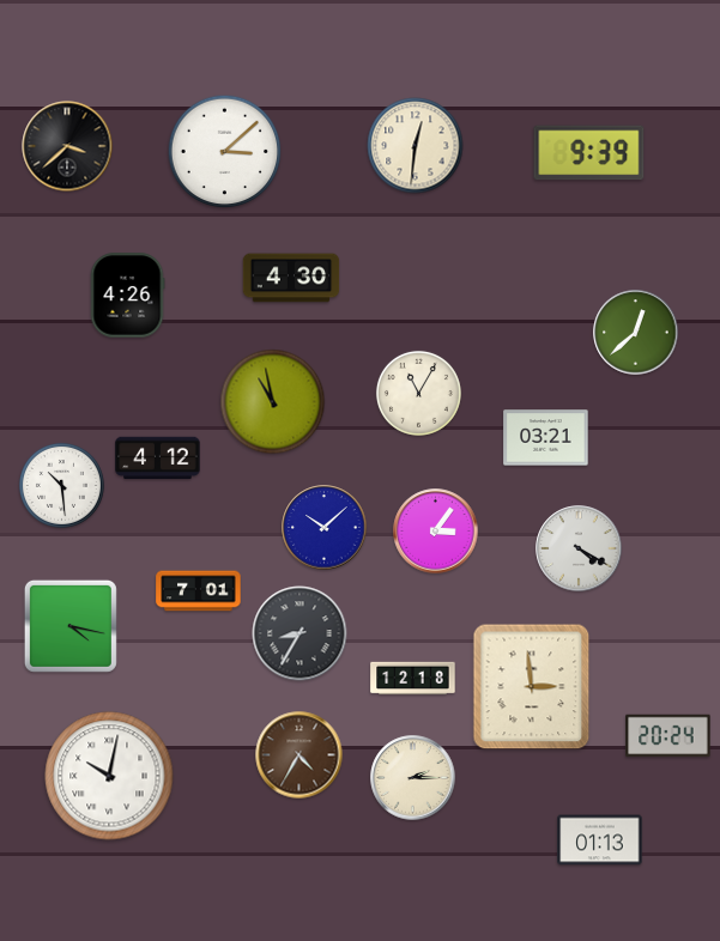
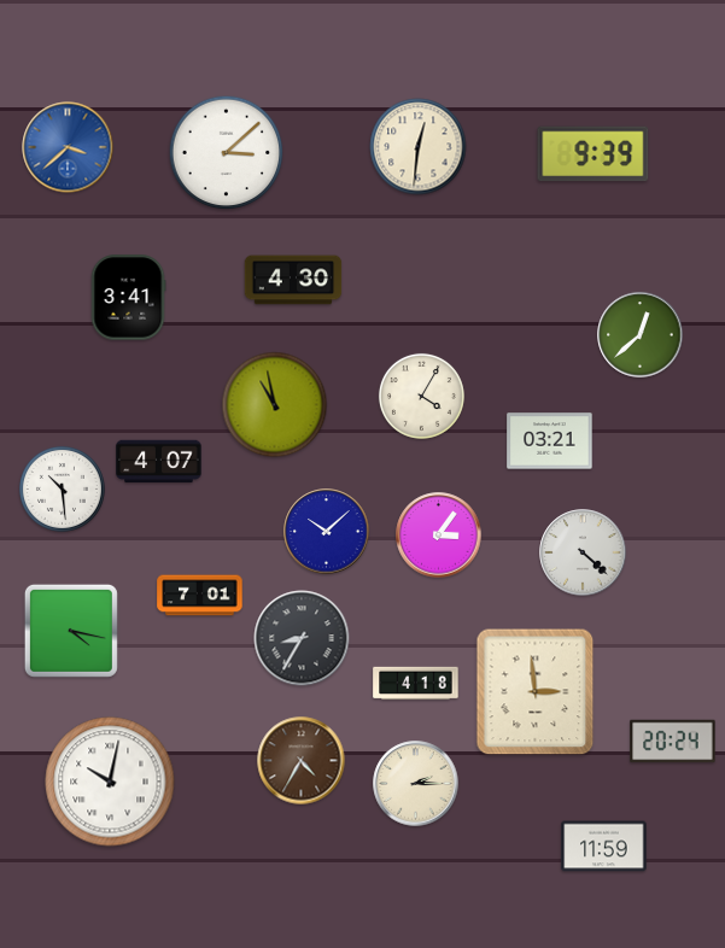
clock at (67, 146) dial: black -> blue
clock at (127, 296): 4:26 -> 3:41
clock at (418, 393): 11:05 -> 4:05
clock at (158, 459): 4:12 -> 4:07
clock at (579, 548): 4:20 -> 4:22
clock at (413, 679): 12:18 -> 4:18
clock at (600, 840): 01:13 -> 11:59
